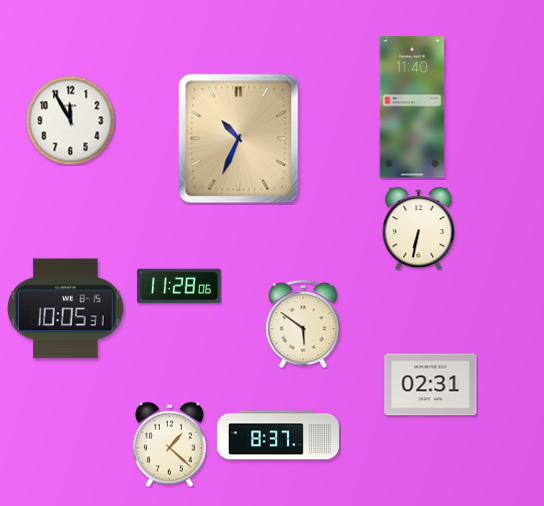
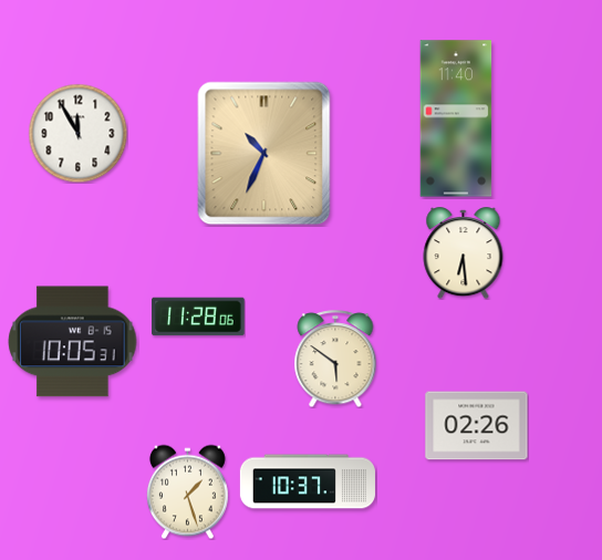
clock at (419, 229): 6:32 -> 6:29
clock at (431, 385): 02:31 -> 02:26
clock at (278, 435): 8:37 -> 10:37
clock at (169, 444): 1:22 -> 1:27
